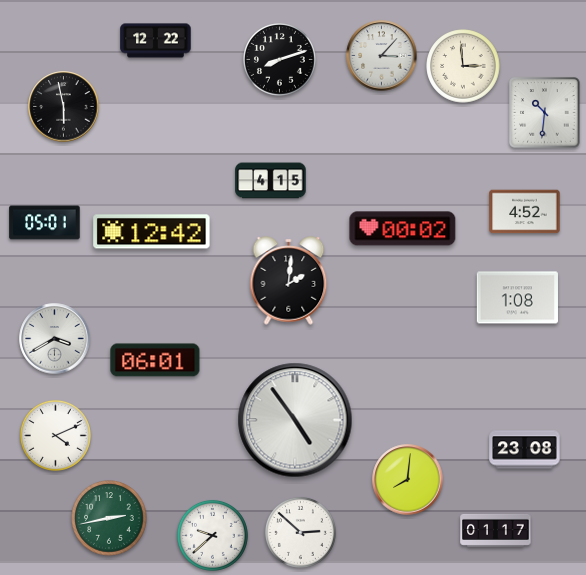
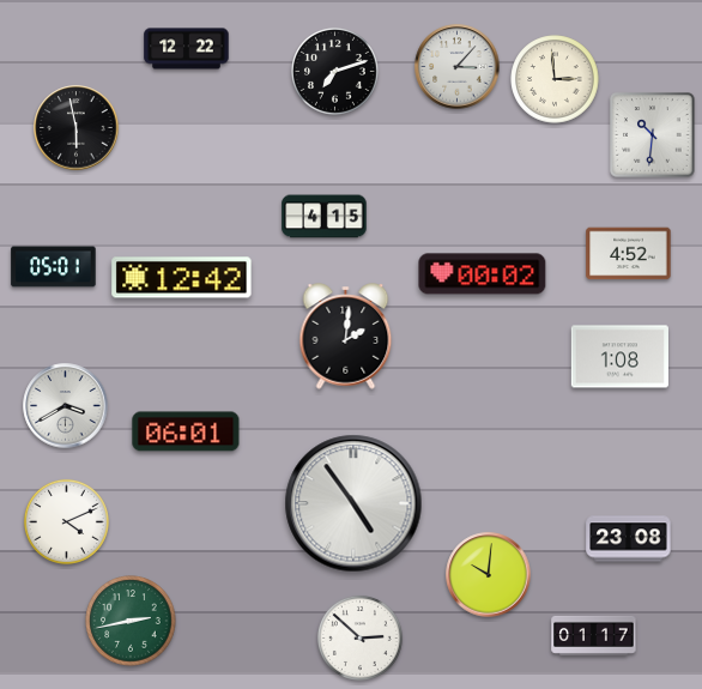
clock at (280, 60): 8:12 -> 7:12
clock at (408, 480): 8:01 -> 10:01
clock at (212, 535): 9:38 -> none
